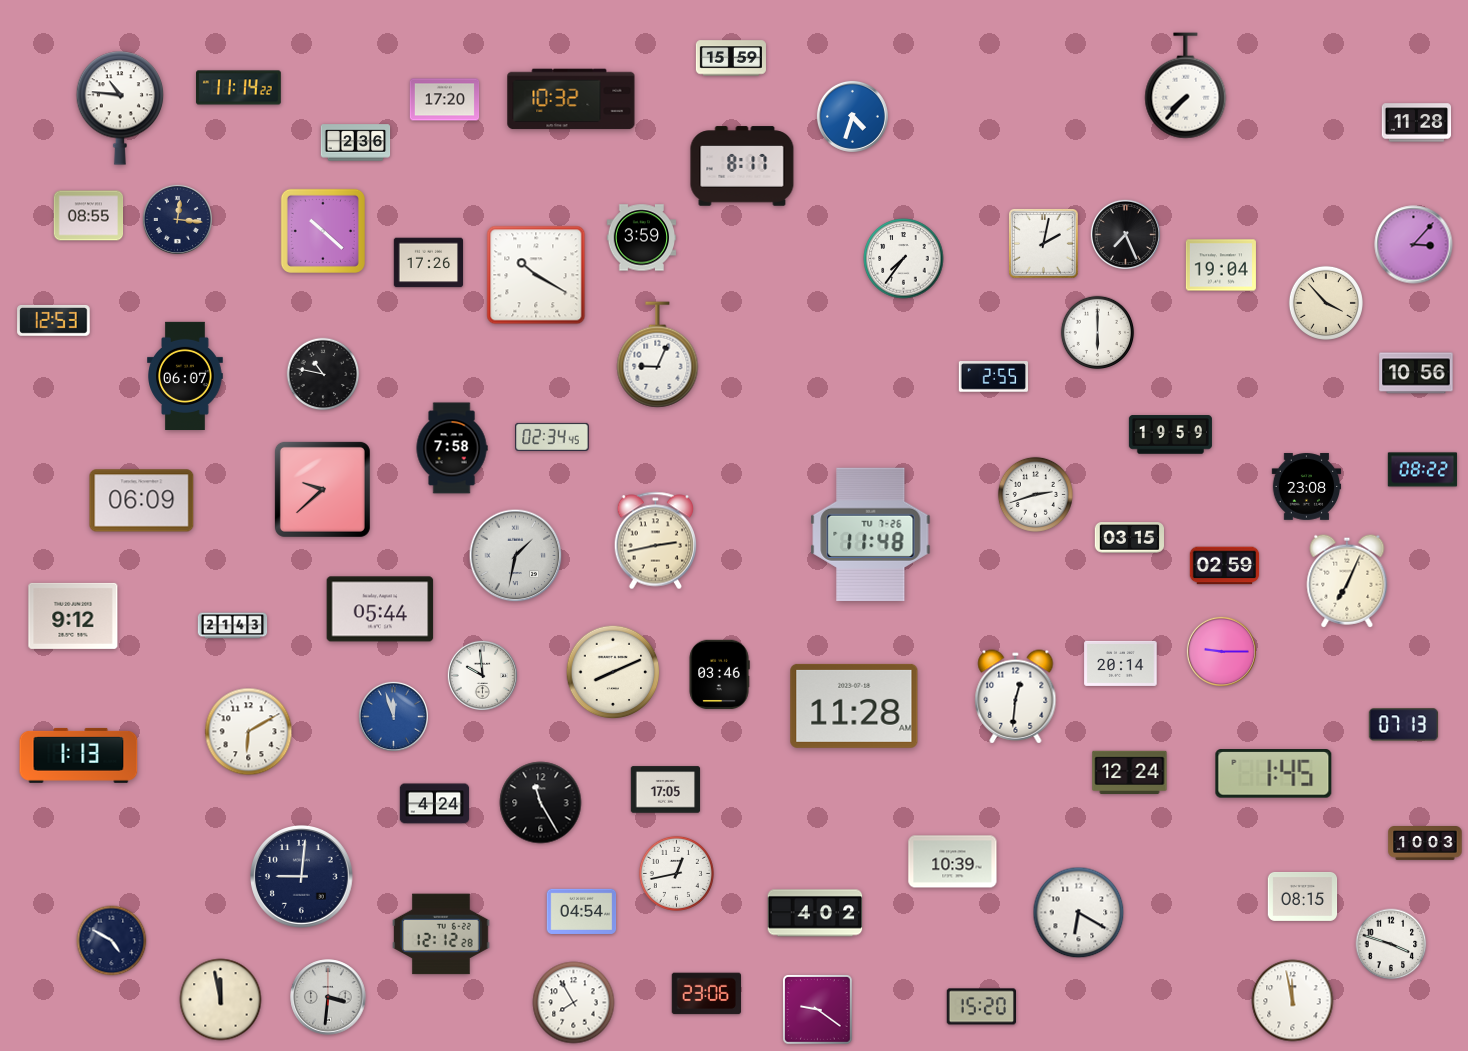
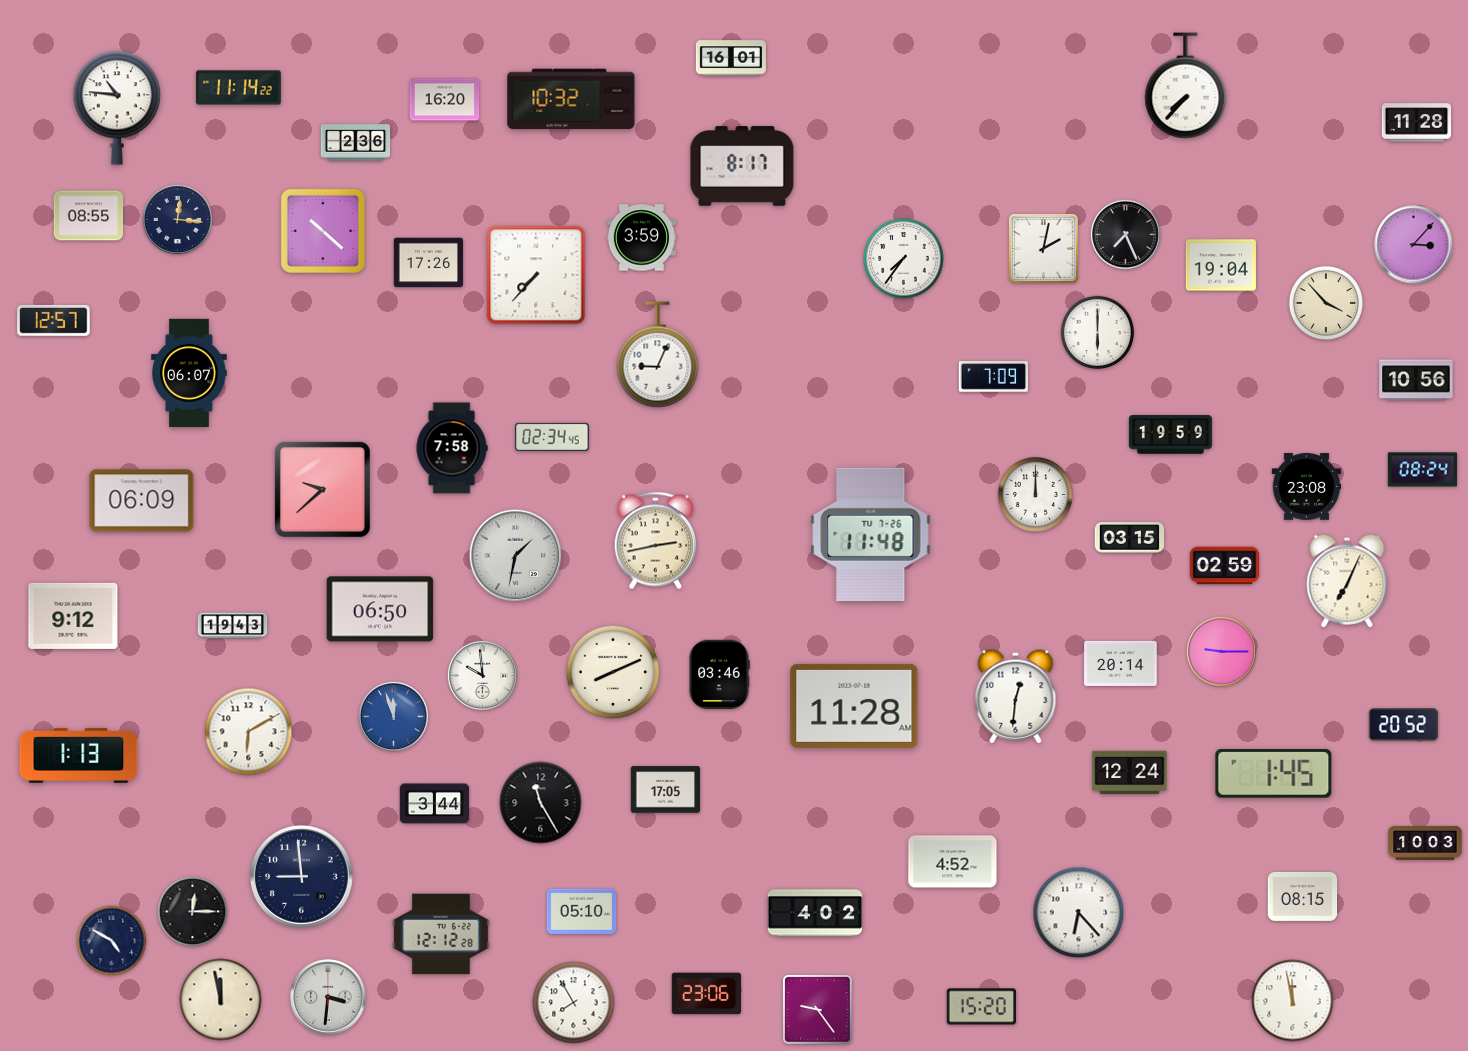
clock at (731, 58): 15:59 -> 16:01
clock at (445, 100): 17:20 -> 16:20
clock at (120, 108) position: (120, 108) -> (117, 108)
clock at (852, 116): 4:33 -> none
clock at (1044, 244) position: (1044, 244) -> (1044, 249)
clock at (536, 275): 10:20 -> 7:37
clock at (54, 320): 12:53 -> 12:57
clock at (1416, 373) position: (1416, 373) -> (1416, 380)
clock at (323, 374): 10:47 -> none
clock at (185, 375) position: (185, 375) -> (189, 372)
clock at (994, 377): 2:55 -> 7:09
clock at (1423, 470): 08:22 -> 08:24
clock at (1035, 494): 2:42 -> 12:00
clock at (380, 609): 05:44 -> 06:50
clock at (233, 626): 21:43 -> 19:43
clock at (1404, 725): 07:13 -> 20:52
clock at (435, 804): 4:24 -> 3:44
clock at (953, 862): 10:39 -> 4:52
clock at (676, 873): 12:43 -> none
clock at (302, 877): 9:01 -> 8:59
clock at (582, 911): 04:54 -> 05:10
clock at (193, 912): none -> 12:15
clock at (1079, 913): 6:20 -> 6:23
clock at (1391, 944): 3:48 -> none
clock at (818, 1010): 9:21 -> 9:24
